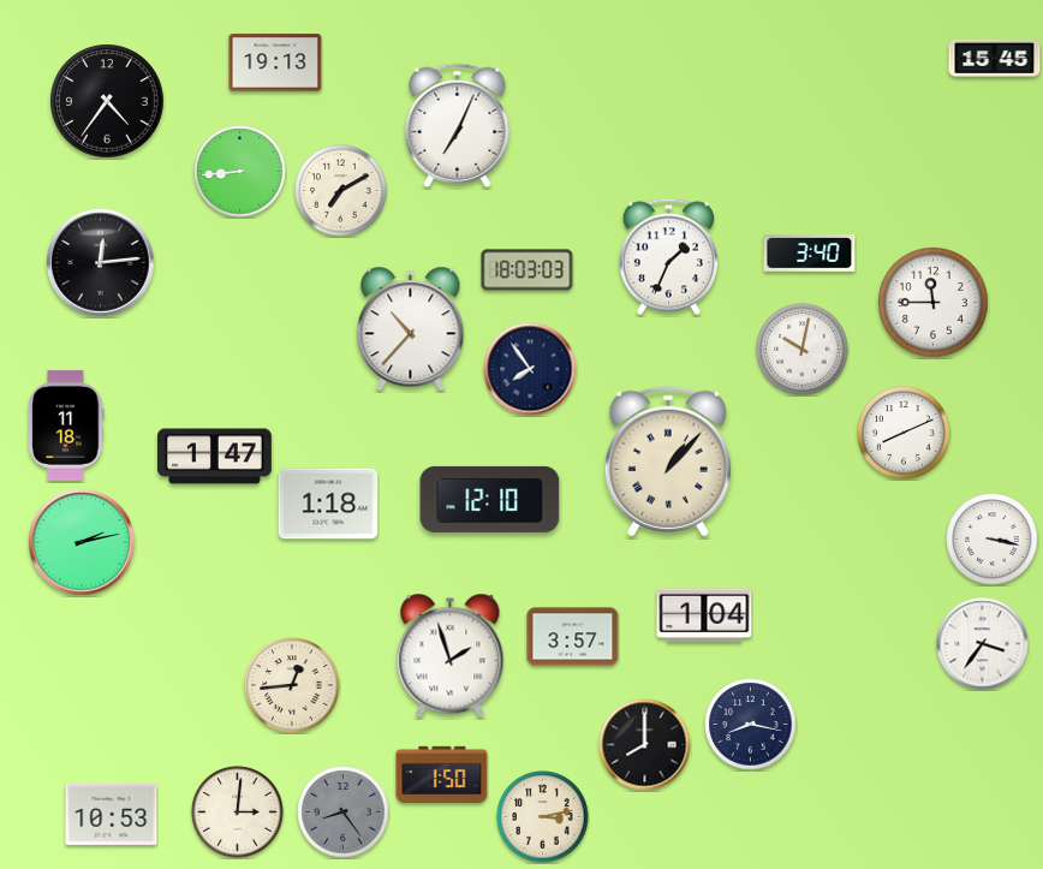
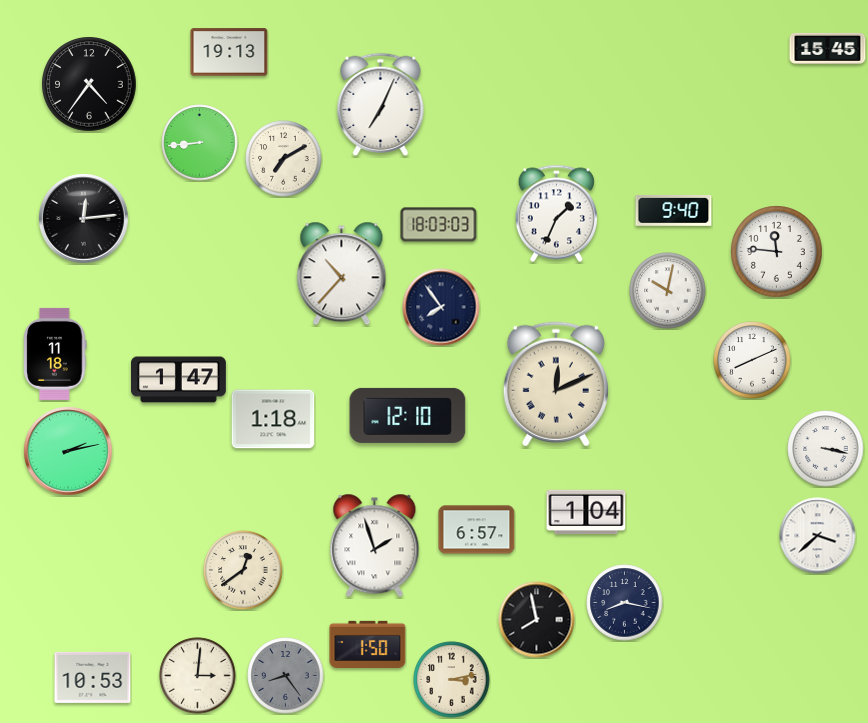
clock at (810, 254): 3:40 -> 9:40
clock at (934, 303): 11:45 -> 11:46
clock at (668, 462): 1:07 -> 12:11
clock at (573, 637): 3:57 -> 6:57
clock at (983, 644): 3:36 -> 3:38
clock at (292, 685): 12:44 -> 12:39
clock at (645, 745): 8:00 -> 7:58
